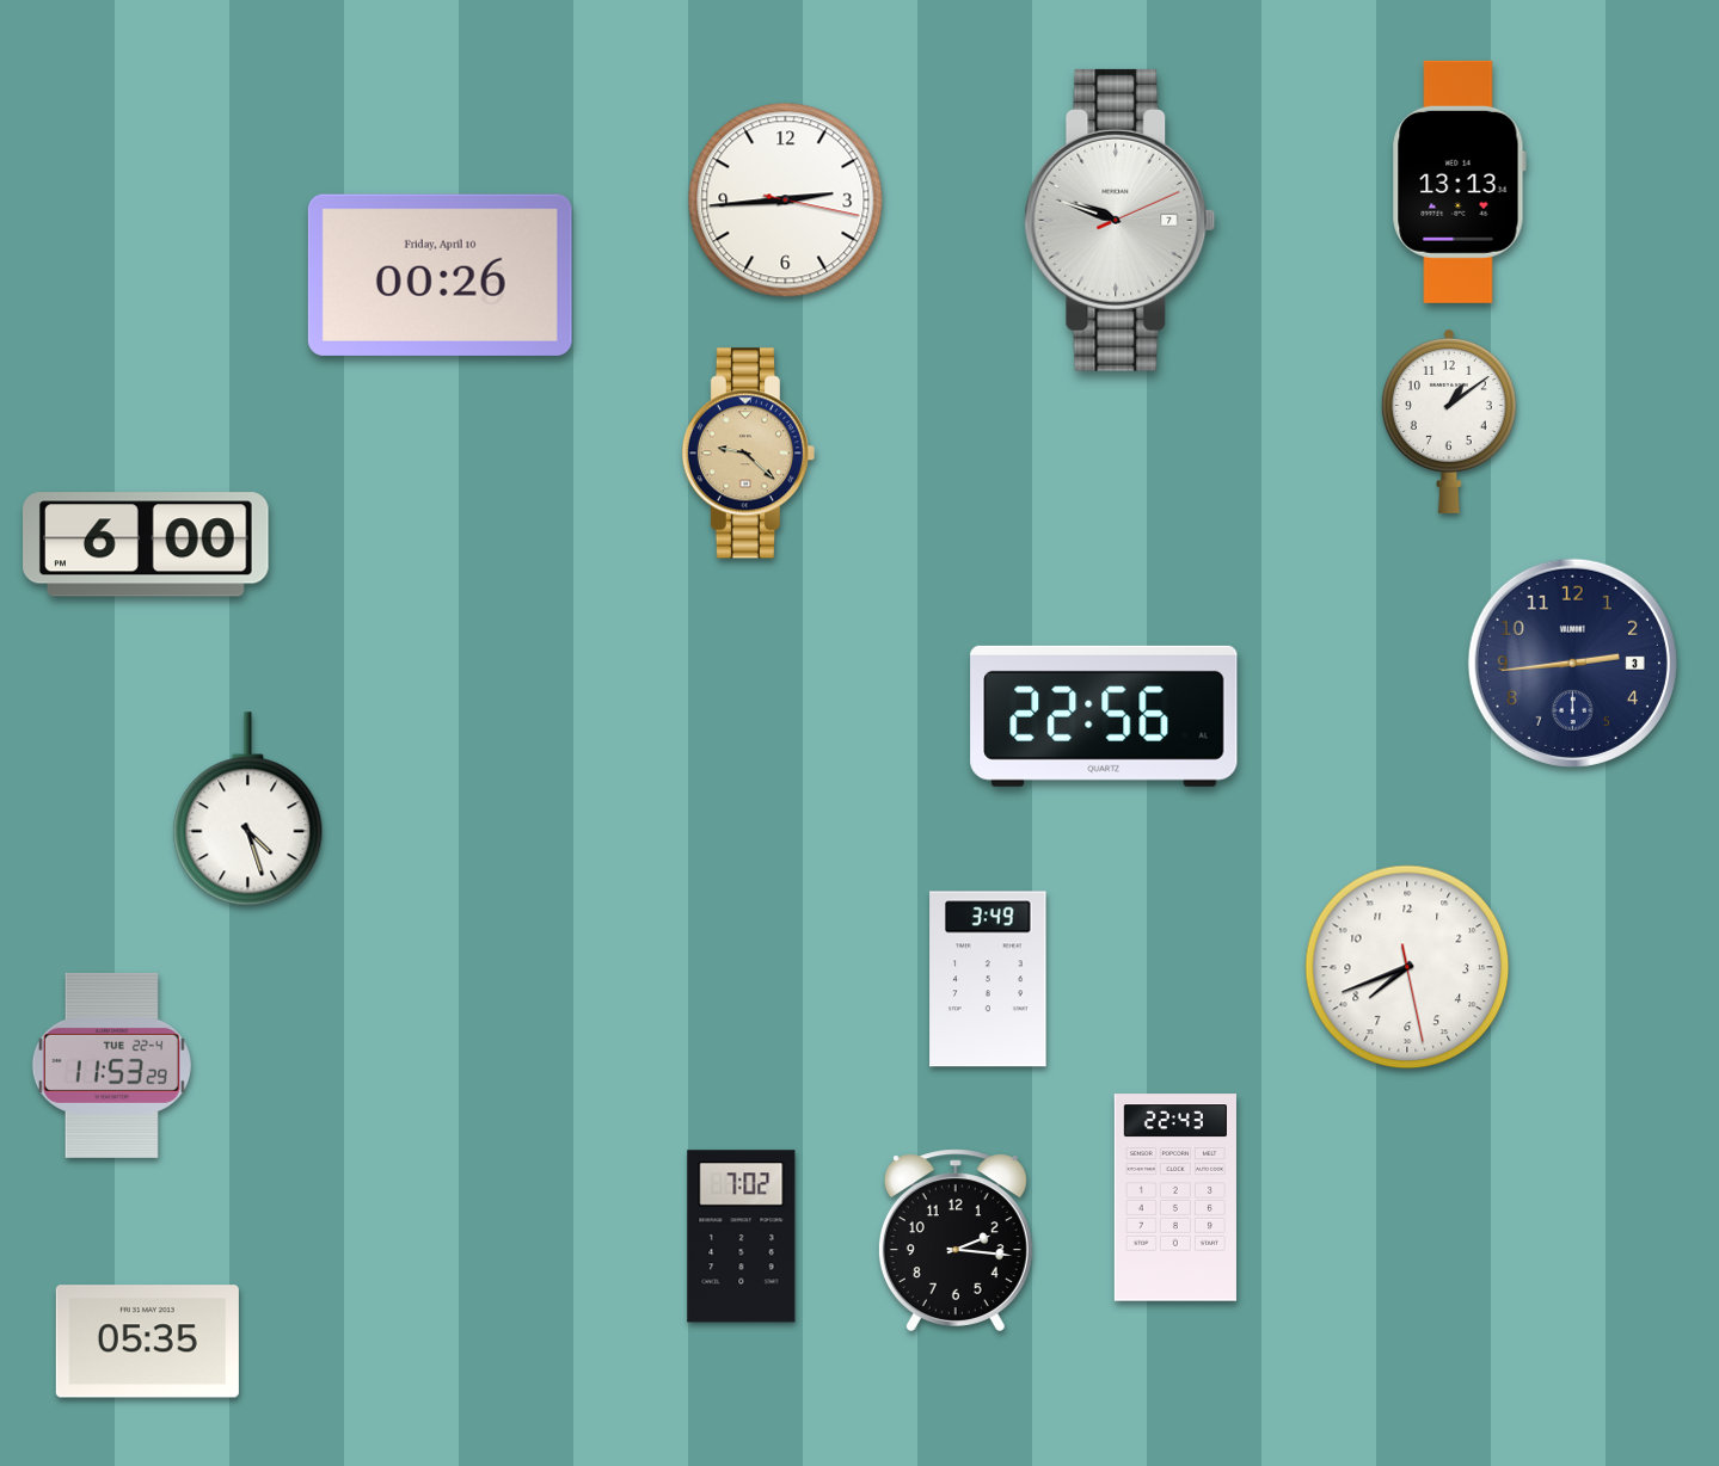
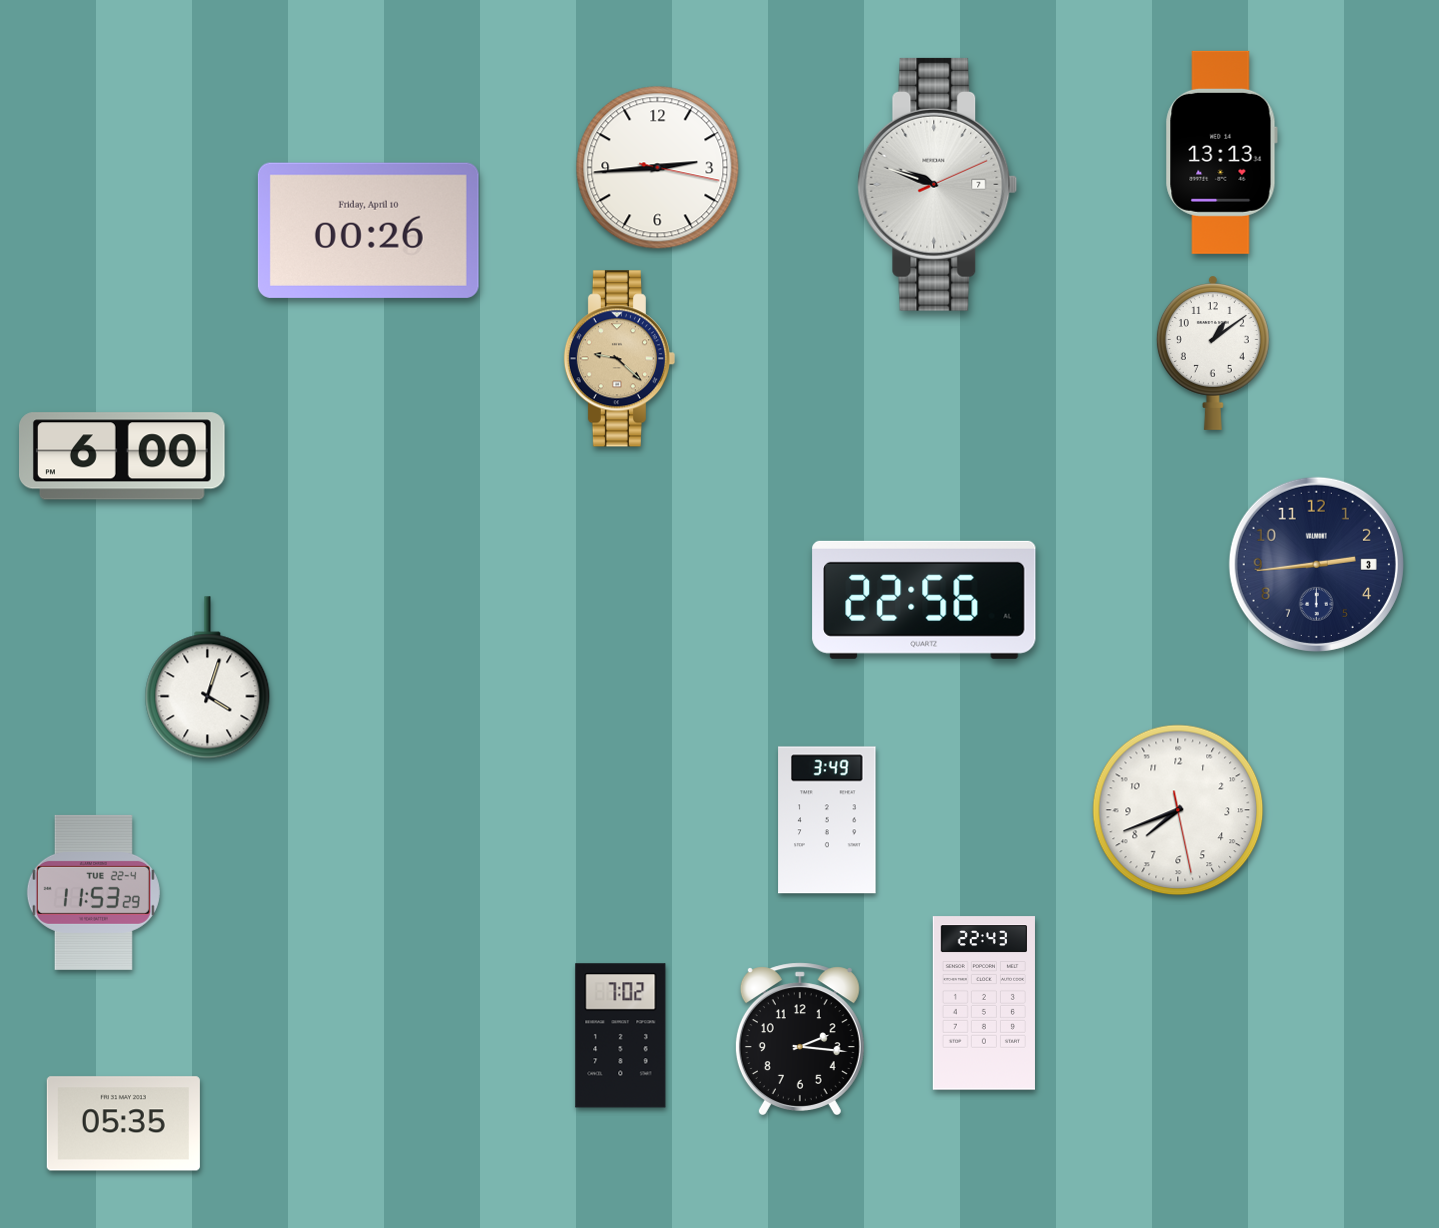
clock at (748, 454) position: (748, 454) -> (619, 359)
clock at (1572, 663) position: (1572, 663) -> (1316, 564)
clock at (248, 809): 4:27 -> 4:03
